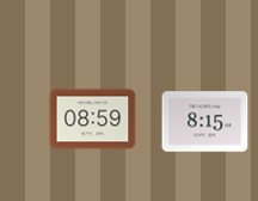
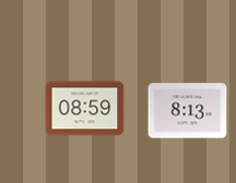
clock at (205, 122): 8:15 -> 8:13
